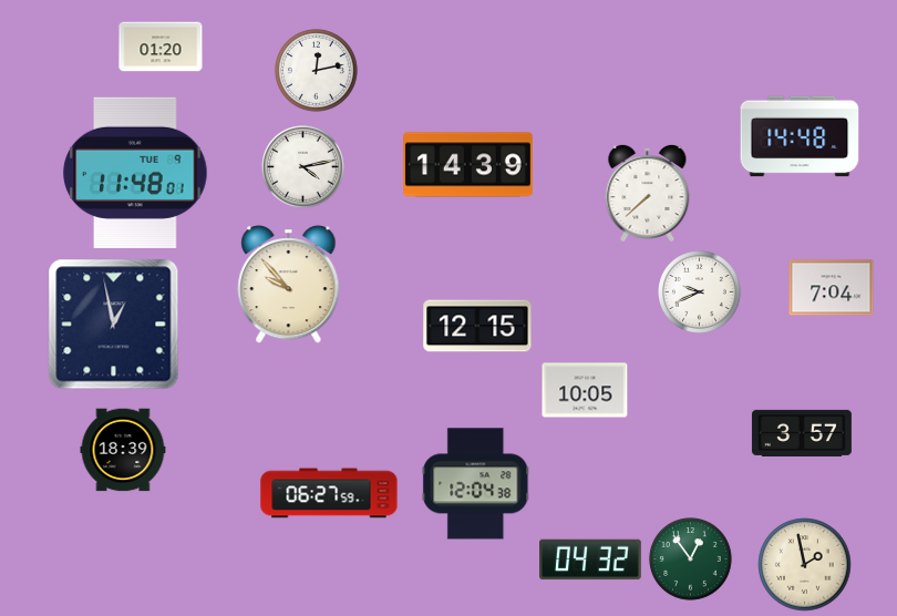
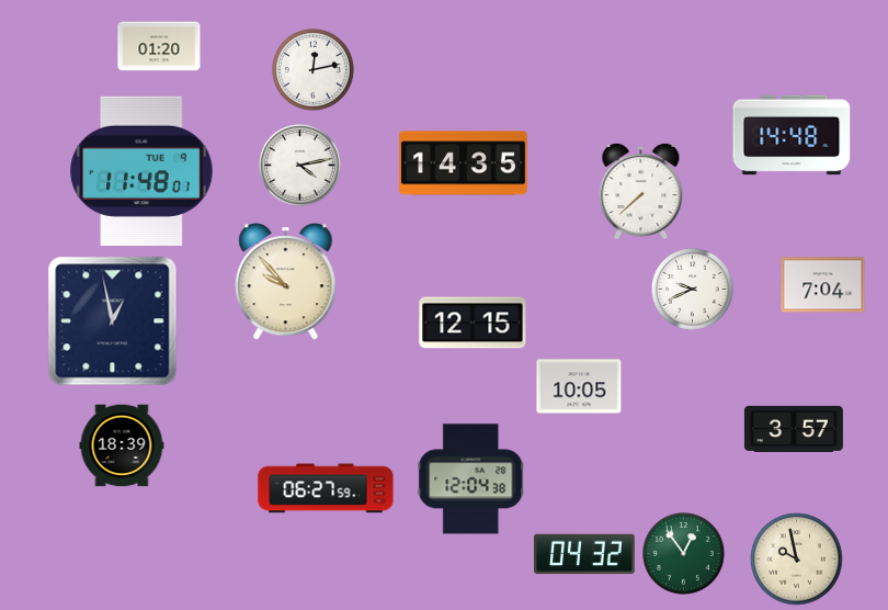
clock at (468, 165): 14:39 -> 14:35
clock at (135, 172) position: (135, 172) -> (141, 170)
clock at (805, 565): 1:58 -> 9:58
